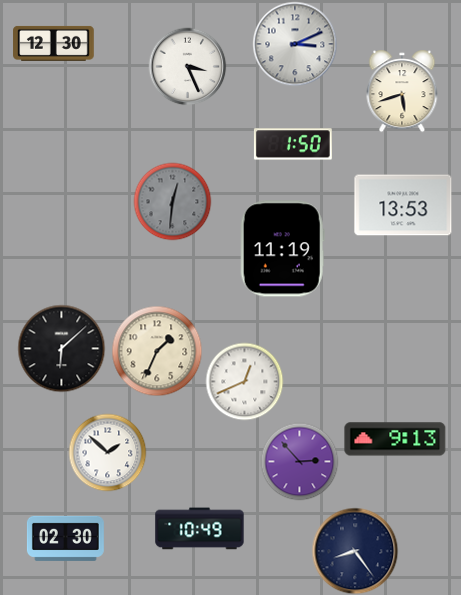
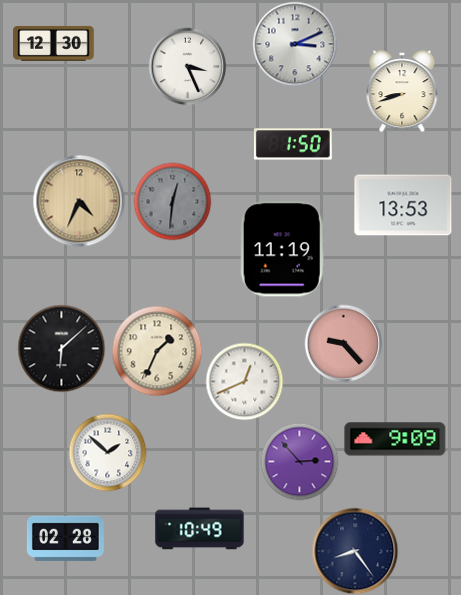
clock at (402, 91): 5:42 -> 8:42
clock at (79, 201): none -> 4:34
clock at (343, 343): none -> 9:23
clock at (395, 439): 9:13 -> 9:09
clock at (65, 538): 02:30 -> 02:28
